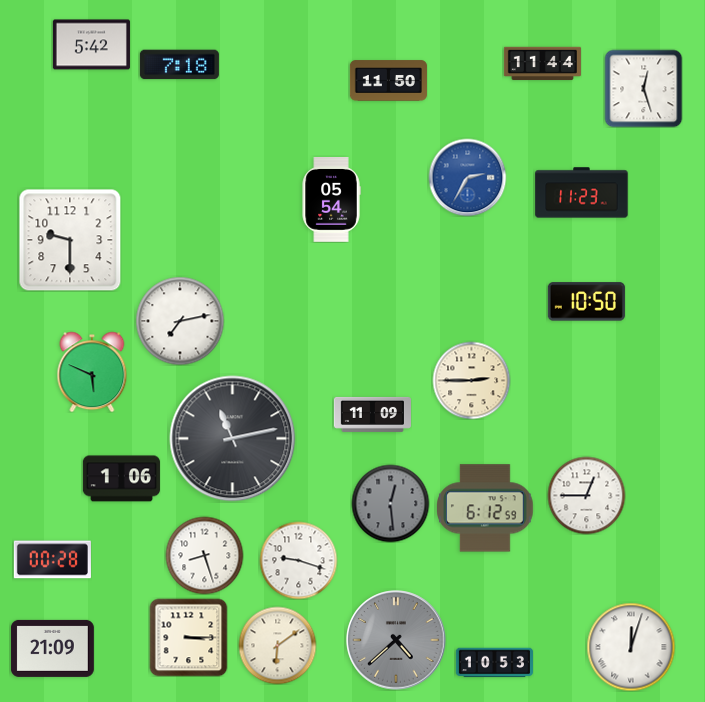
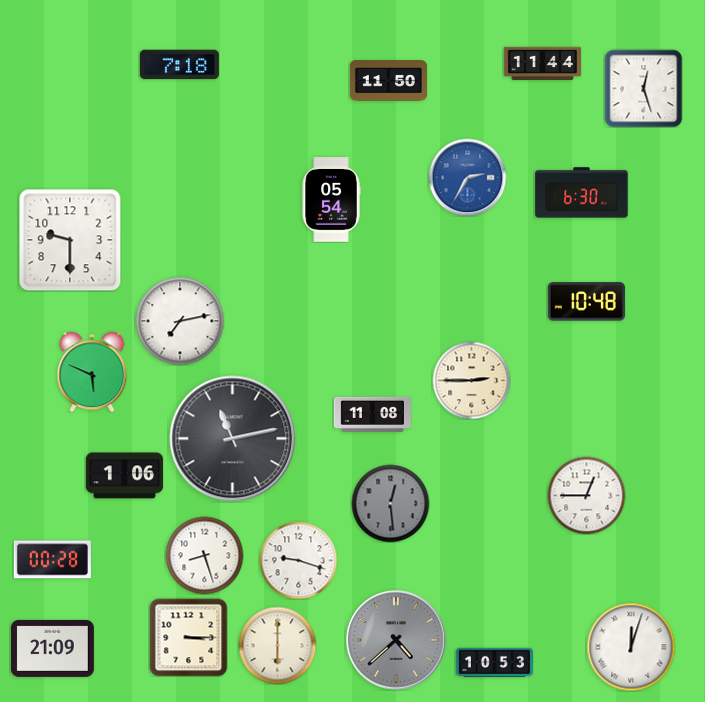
clock at (91, 45): 5:42 -> none
clock at (582, 193): 11:23 -> 6:30
clock at (586, 302): 10:50 -> 10:48
clock at (372, 414): 11:09 -> 11:08
clock at (121, 479) position: (121, 479) -> (124, 476)
clock at (485, 508): 6:12 -> none
clock at (277, 645): 6:09 -> 6:00
